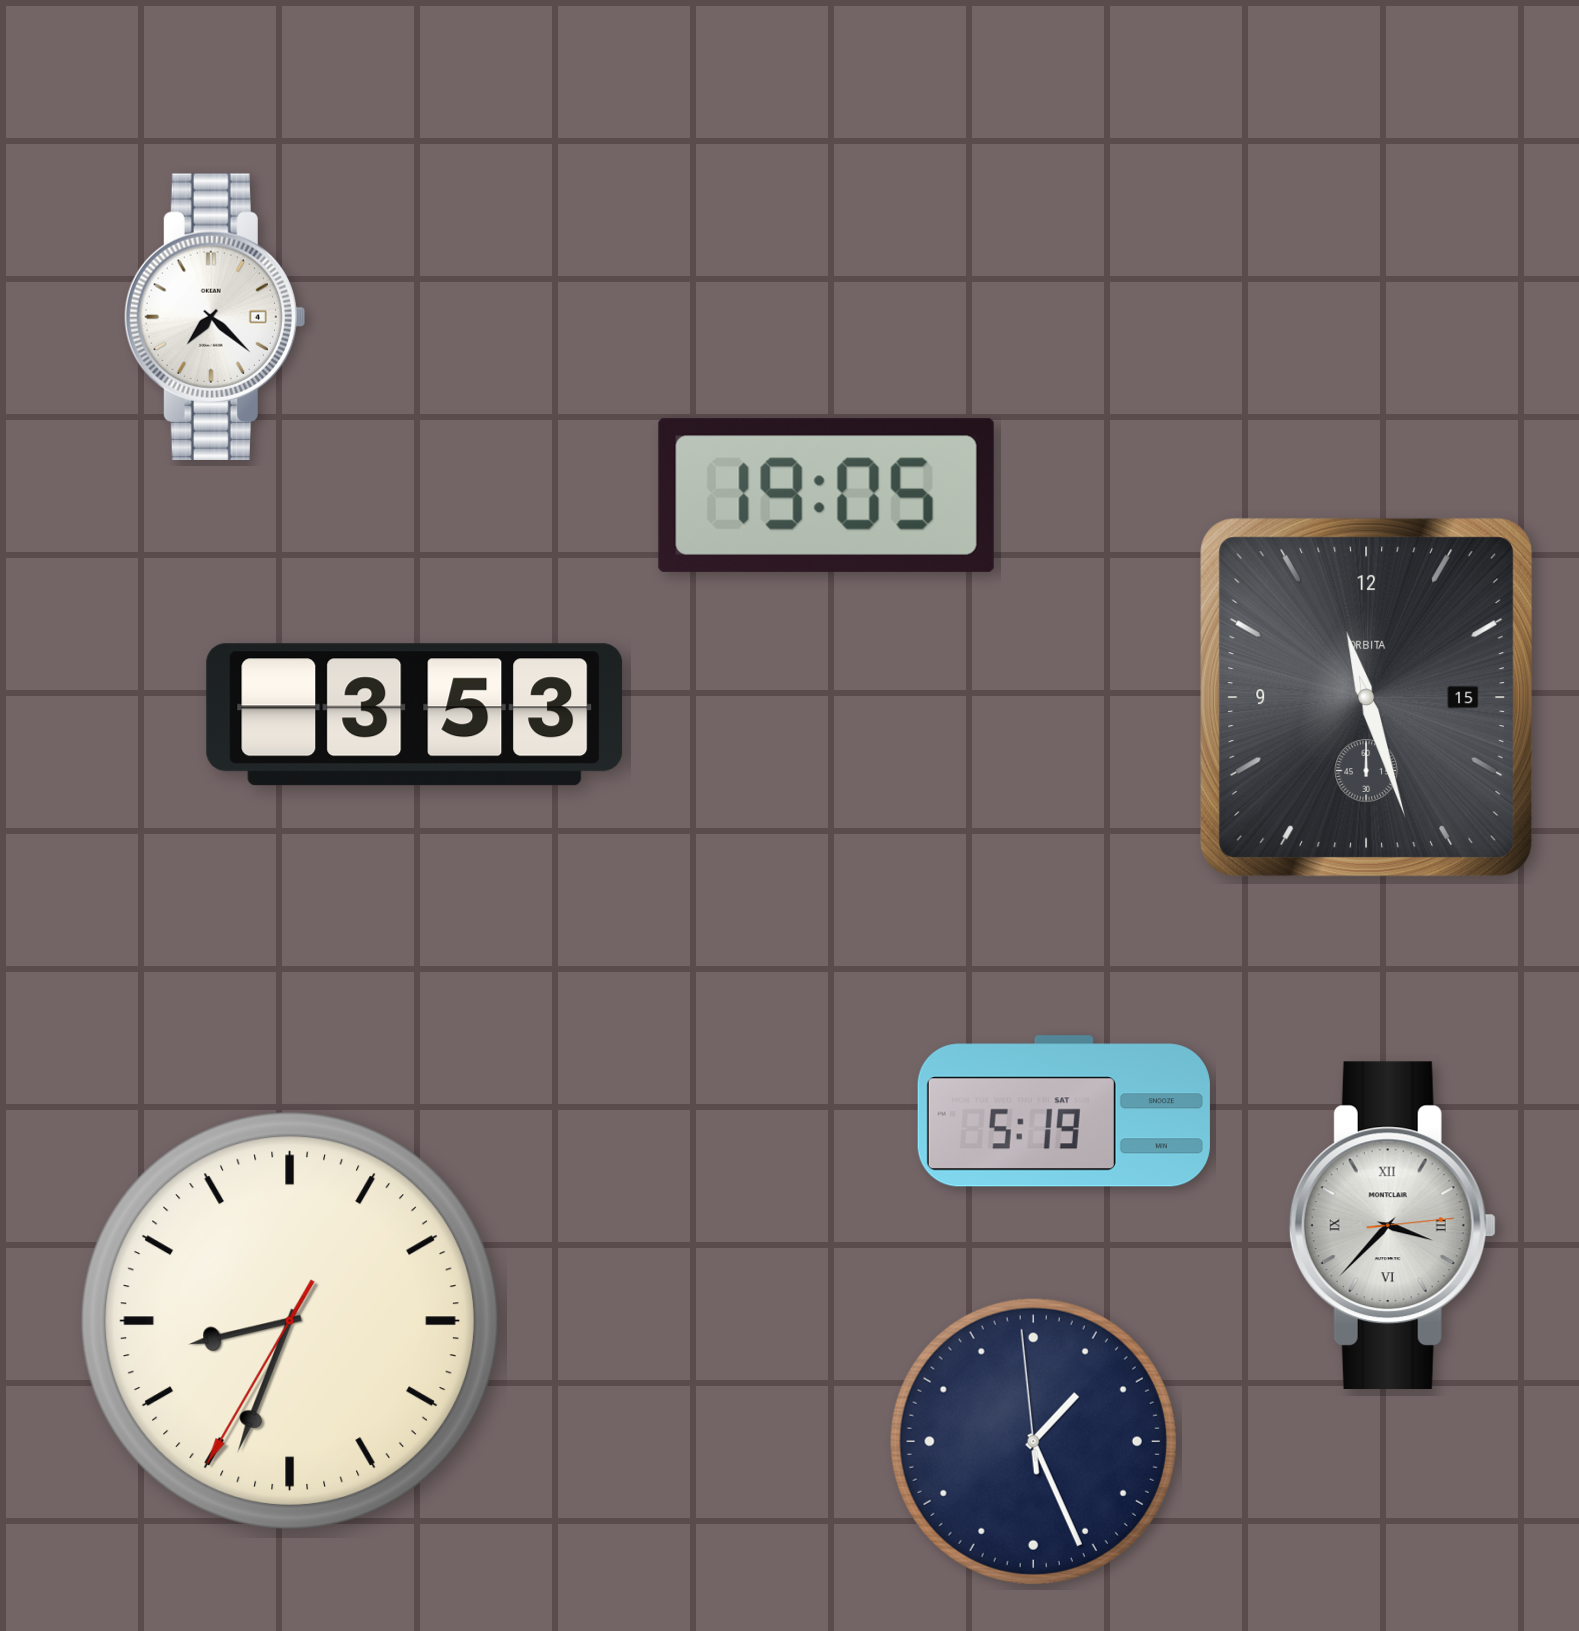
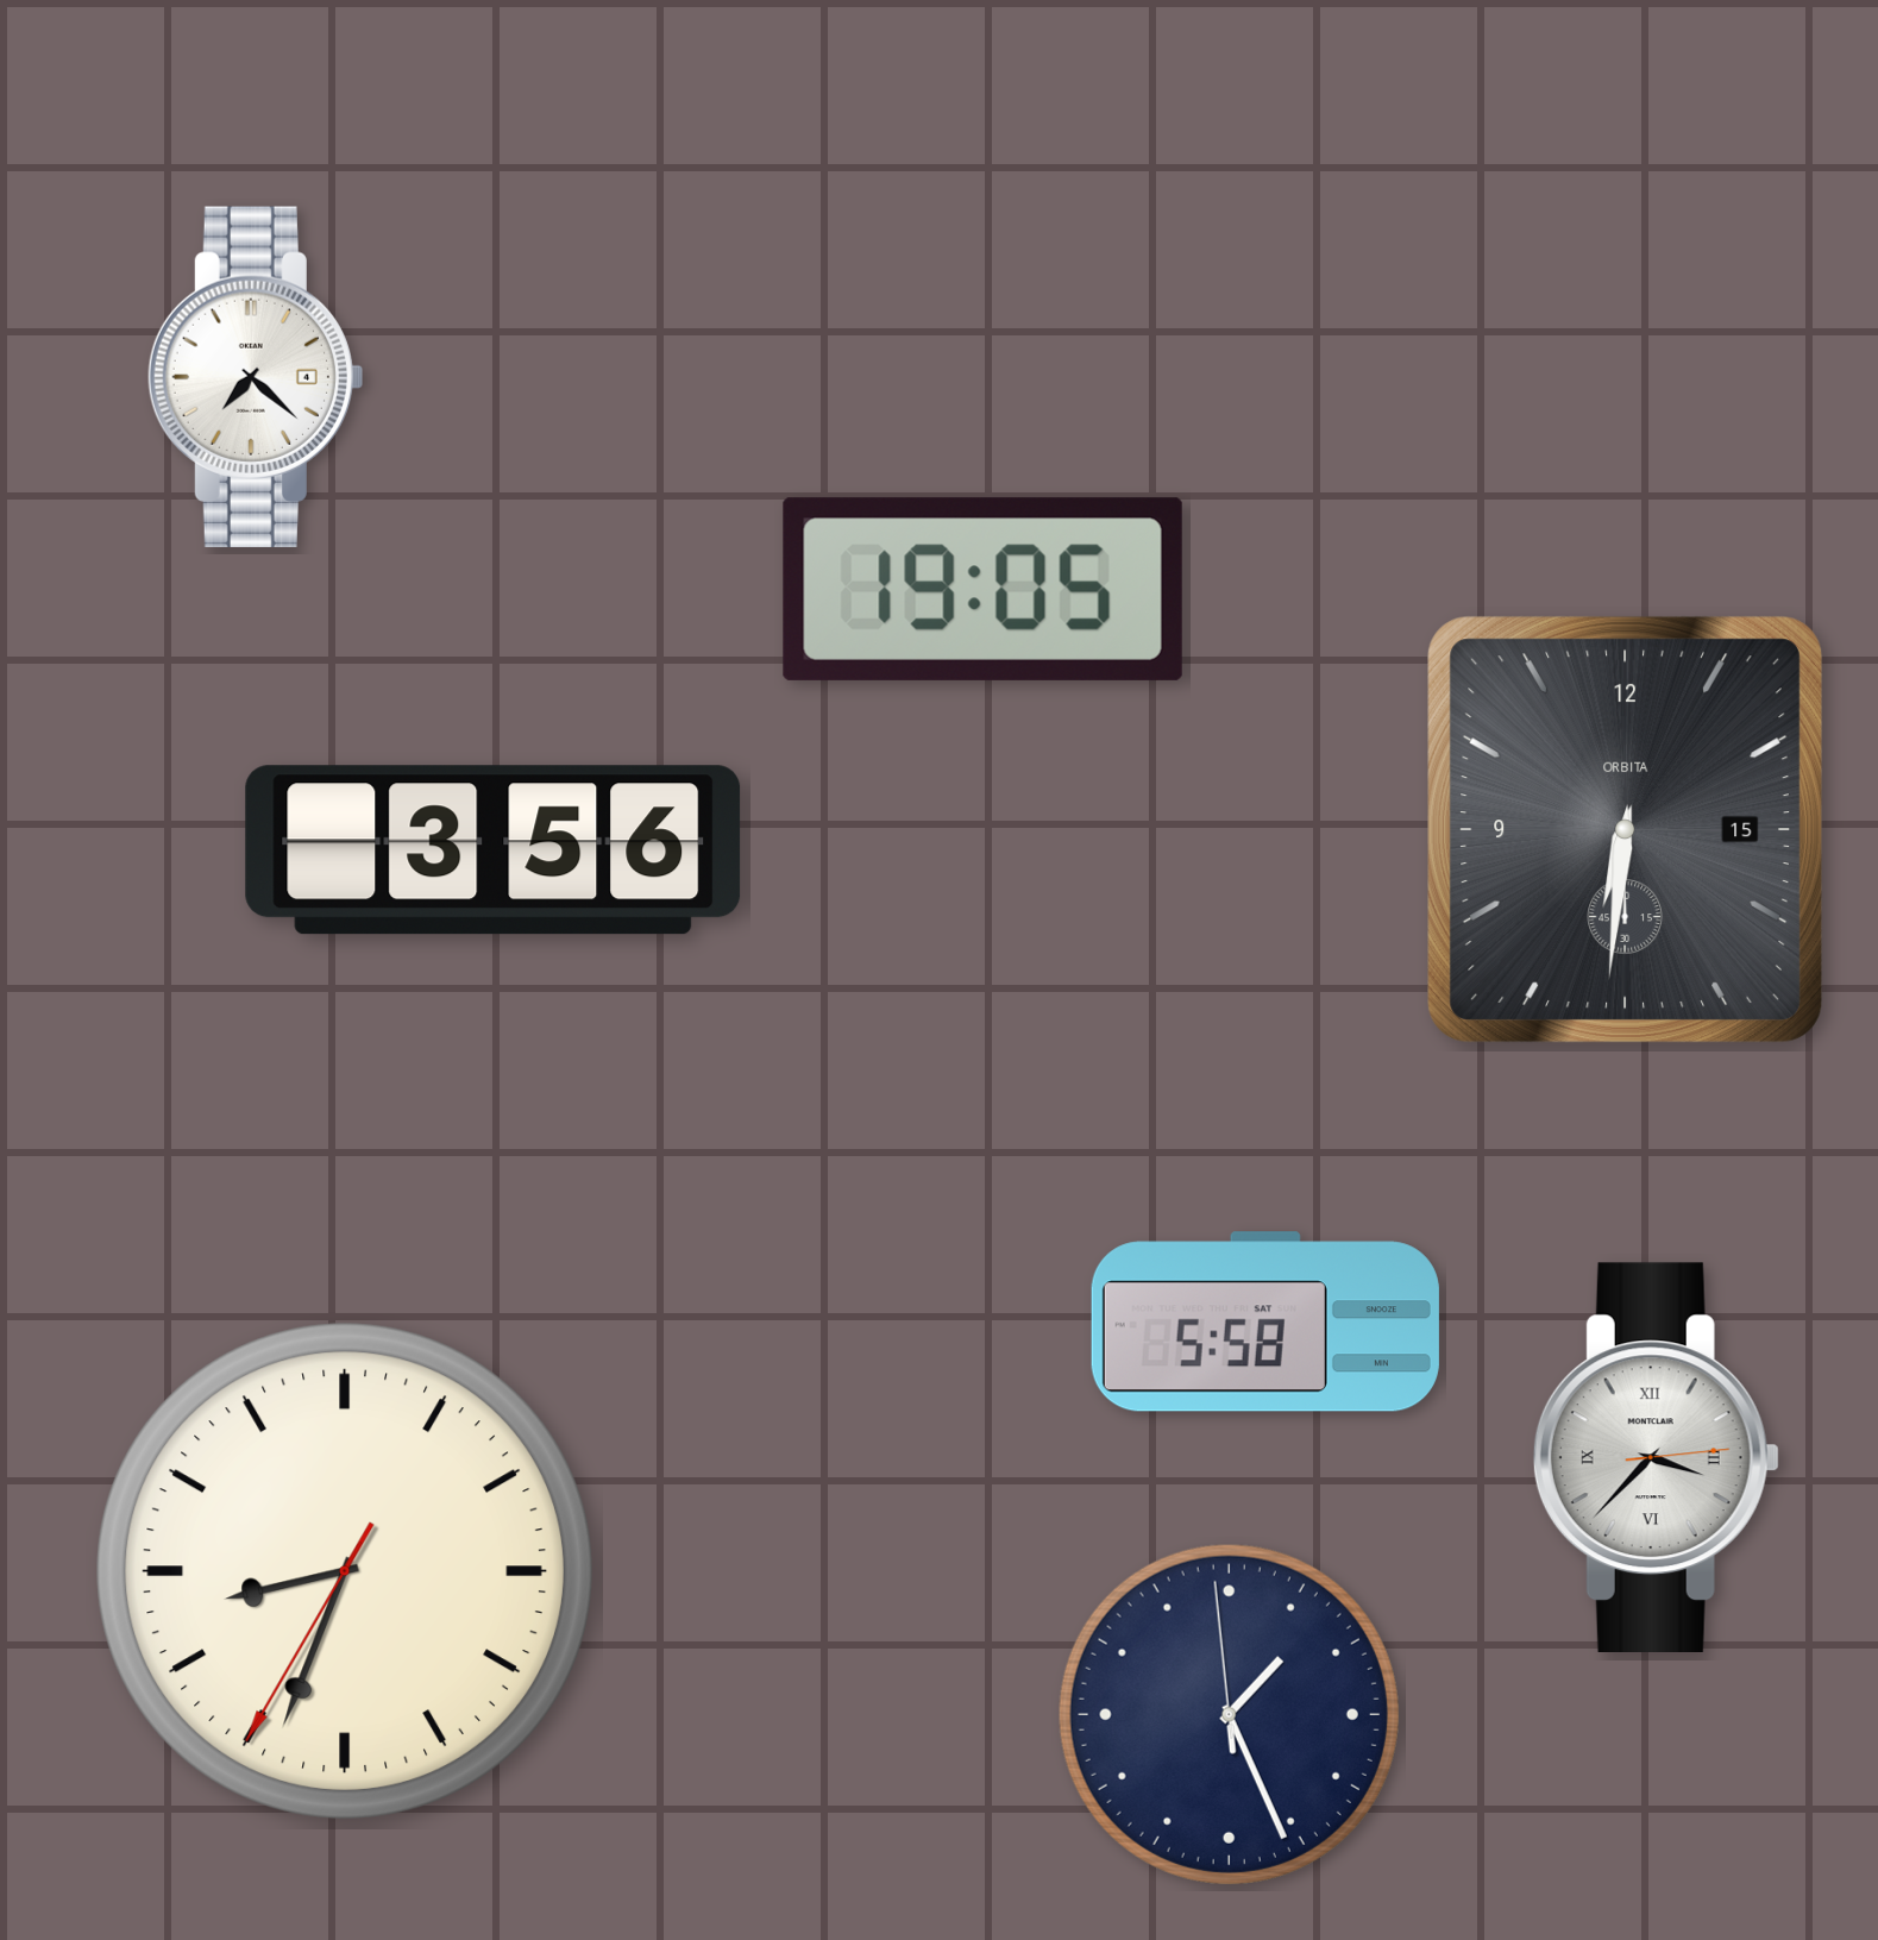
clock at (1366, 697): 11:27 -> 6:31
clock at (415, 715): 3:53 -> 3:56
clock at (1064, 1111): 5:19 -> 5:58
